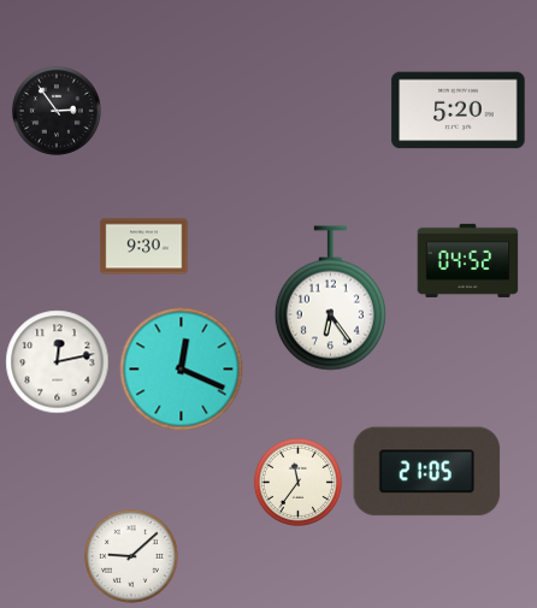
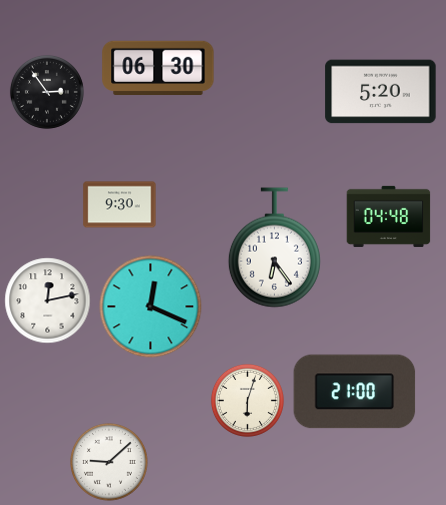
clock at (158, 67): none -> 06:30
clock at (468, 260): 04:52 -> 04:48
clock at (427, 472): 21:05 -> 21:00
clock at (297, 482): 11:36 -> 6:03
